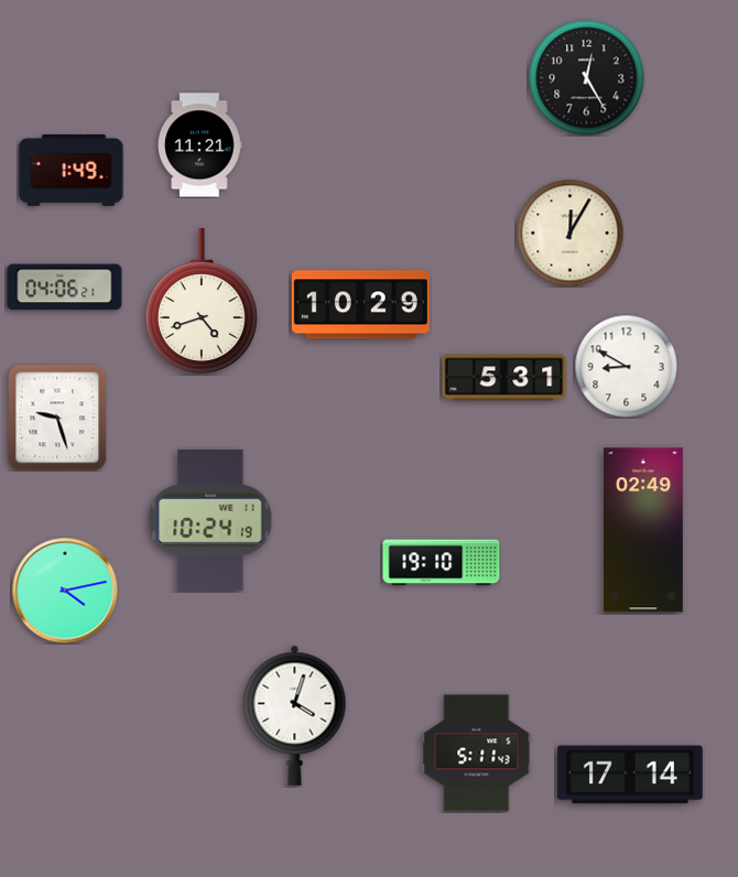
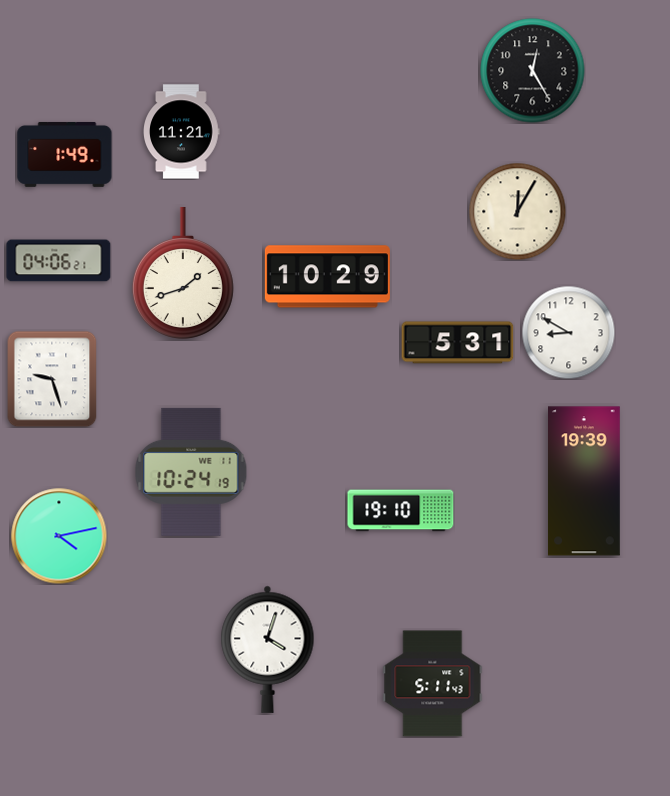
clock at (202, 301): 4:42 -> 1:42
clock at (644, 530): 02:49 -> 19:39
clock at (630, 775): 17:14 -> none
